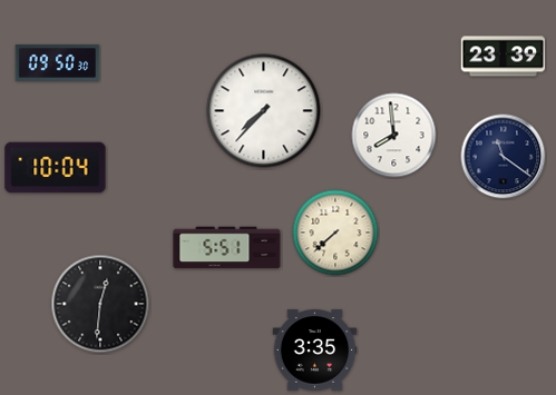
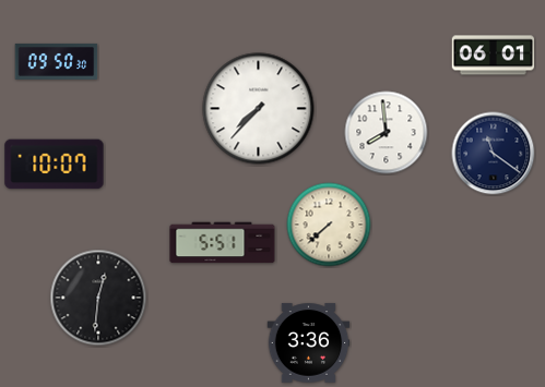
clock at (504, 57): 23:39 -> 06:01
clock at (56, 168): 10:04 -> 10:07
clock at (335, 233) position: (335, 233) -> (329, 225)
clock at (315, 350): 3:35 -> 3:36
